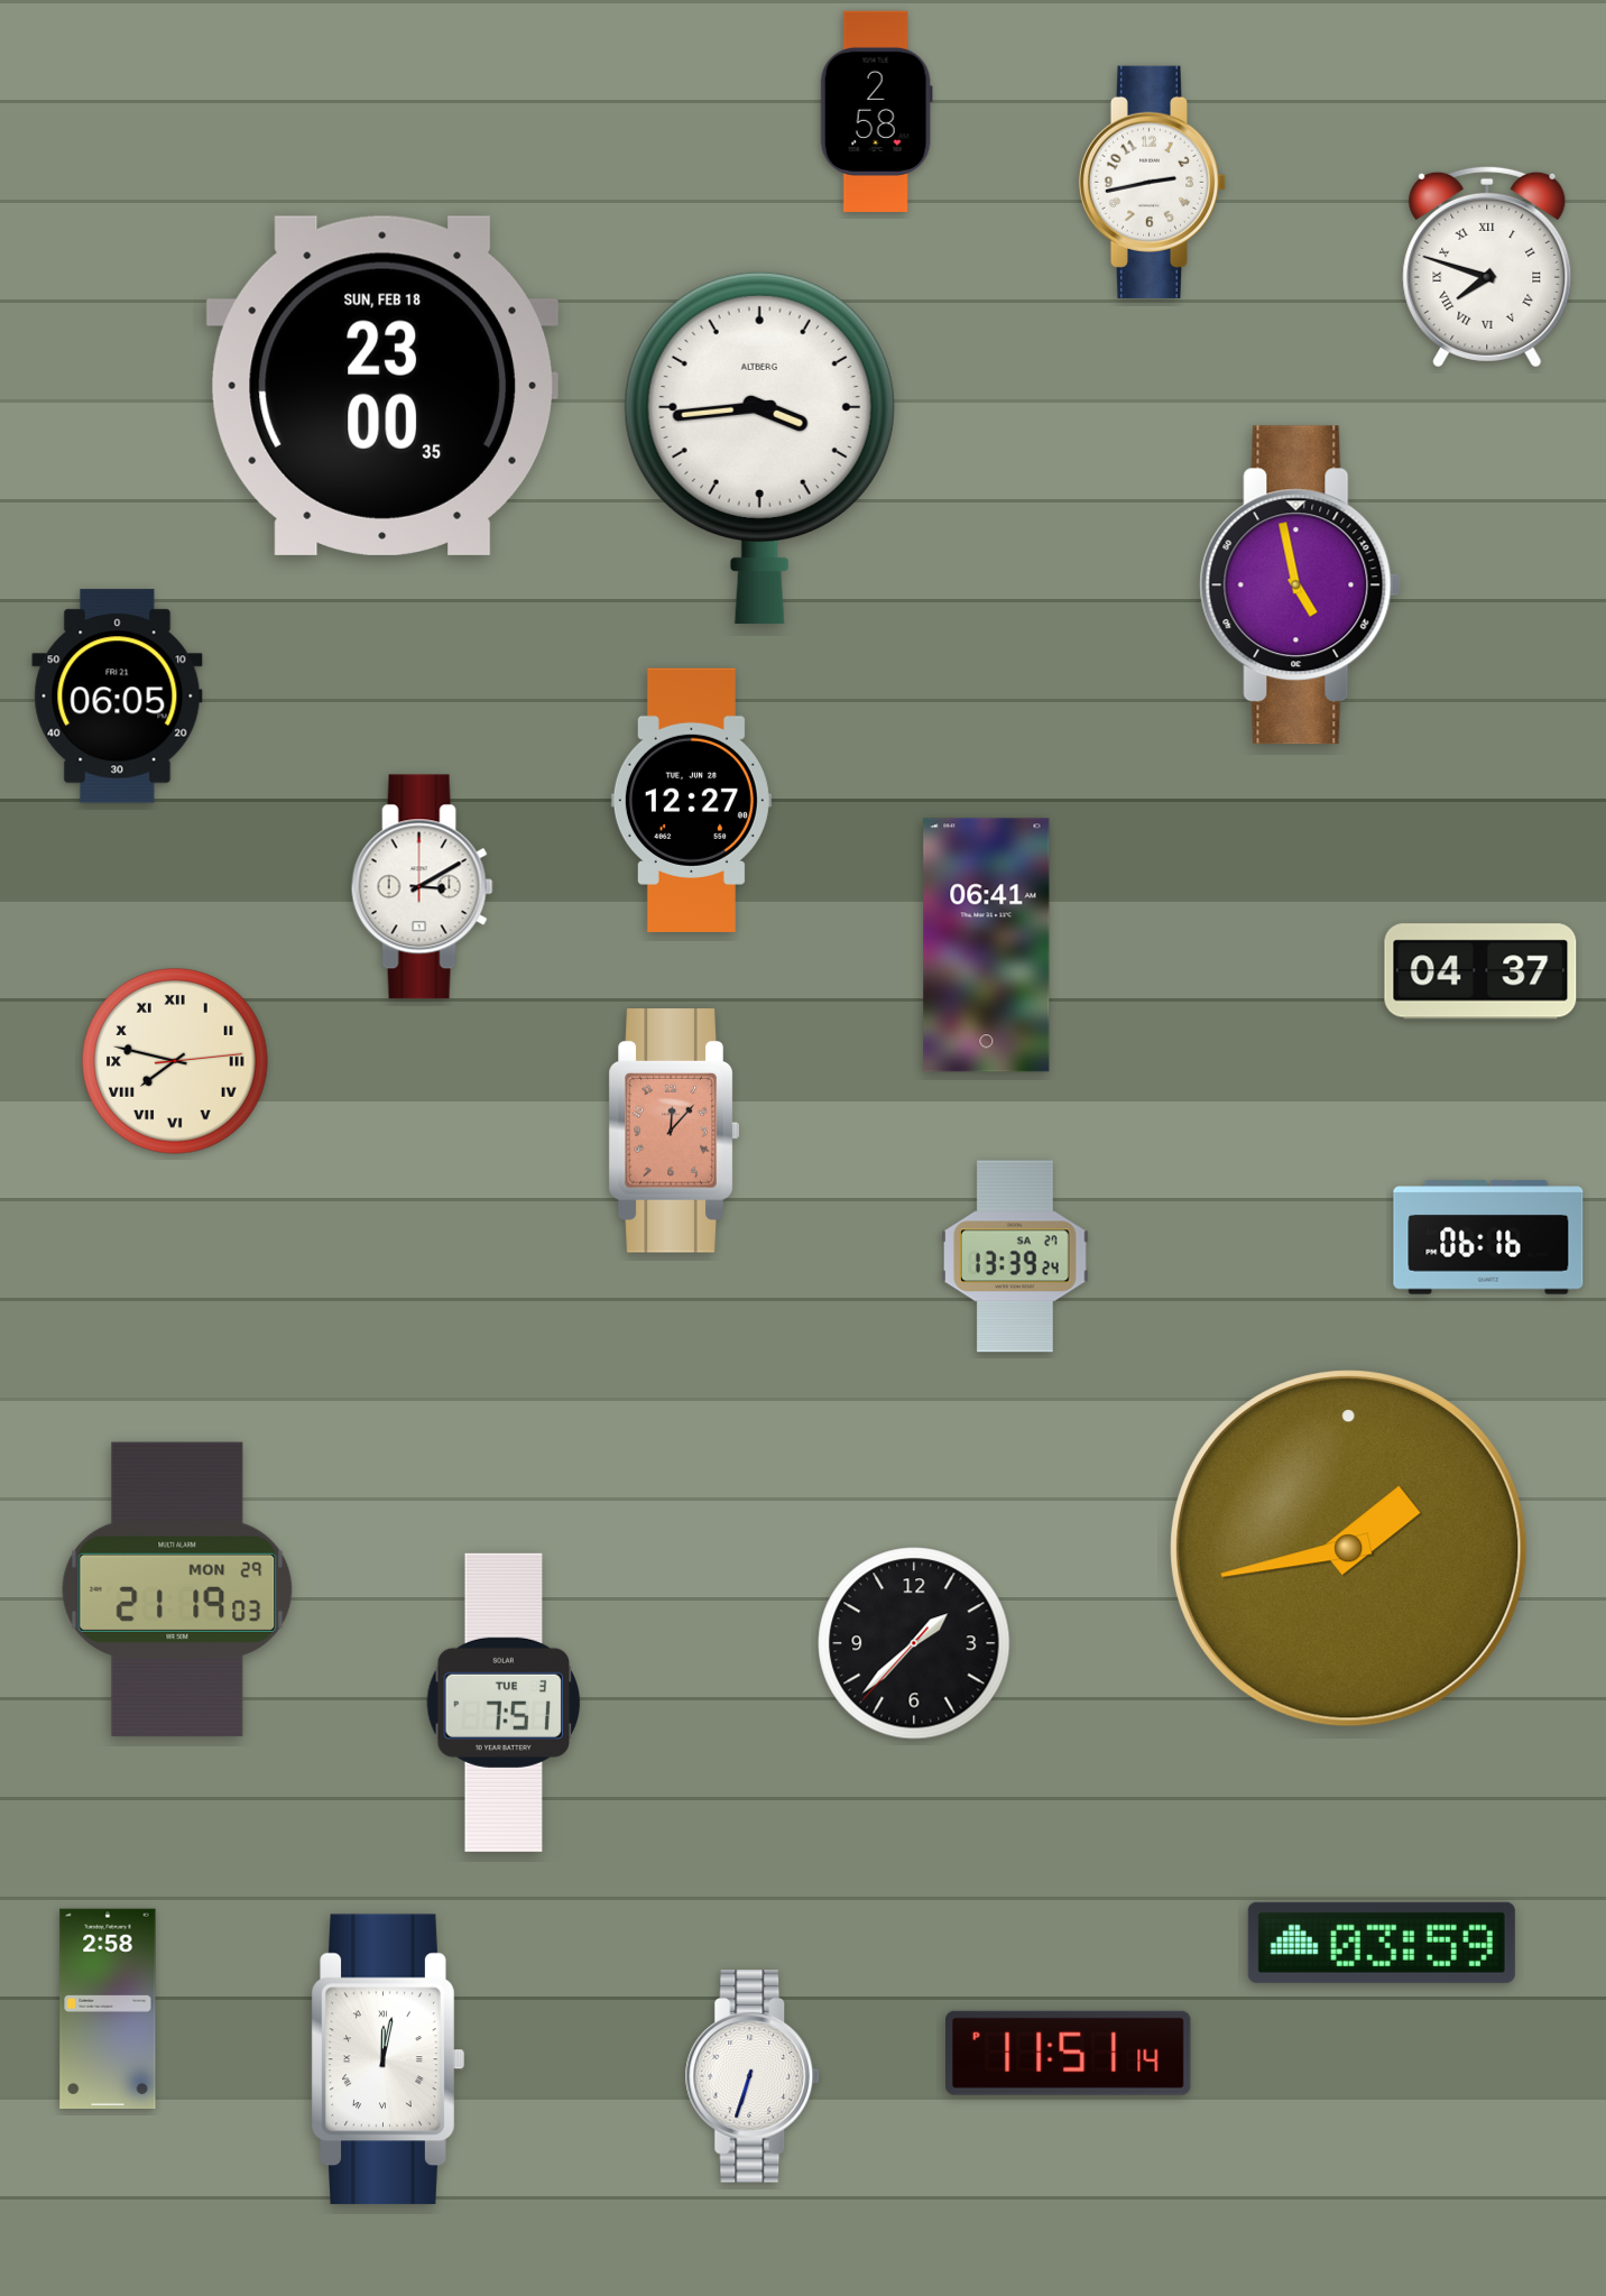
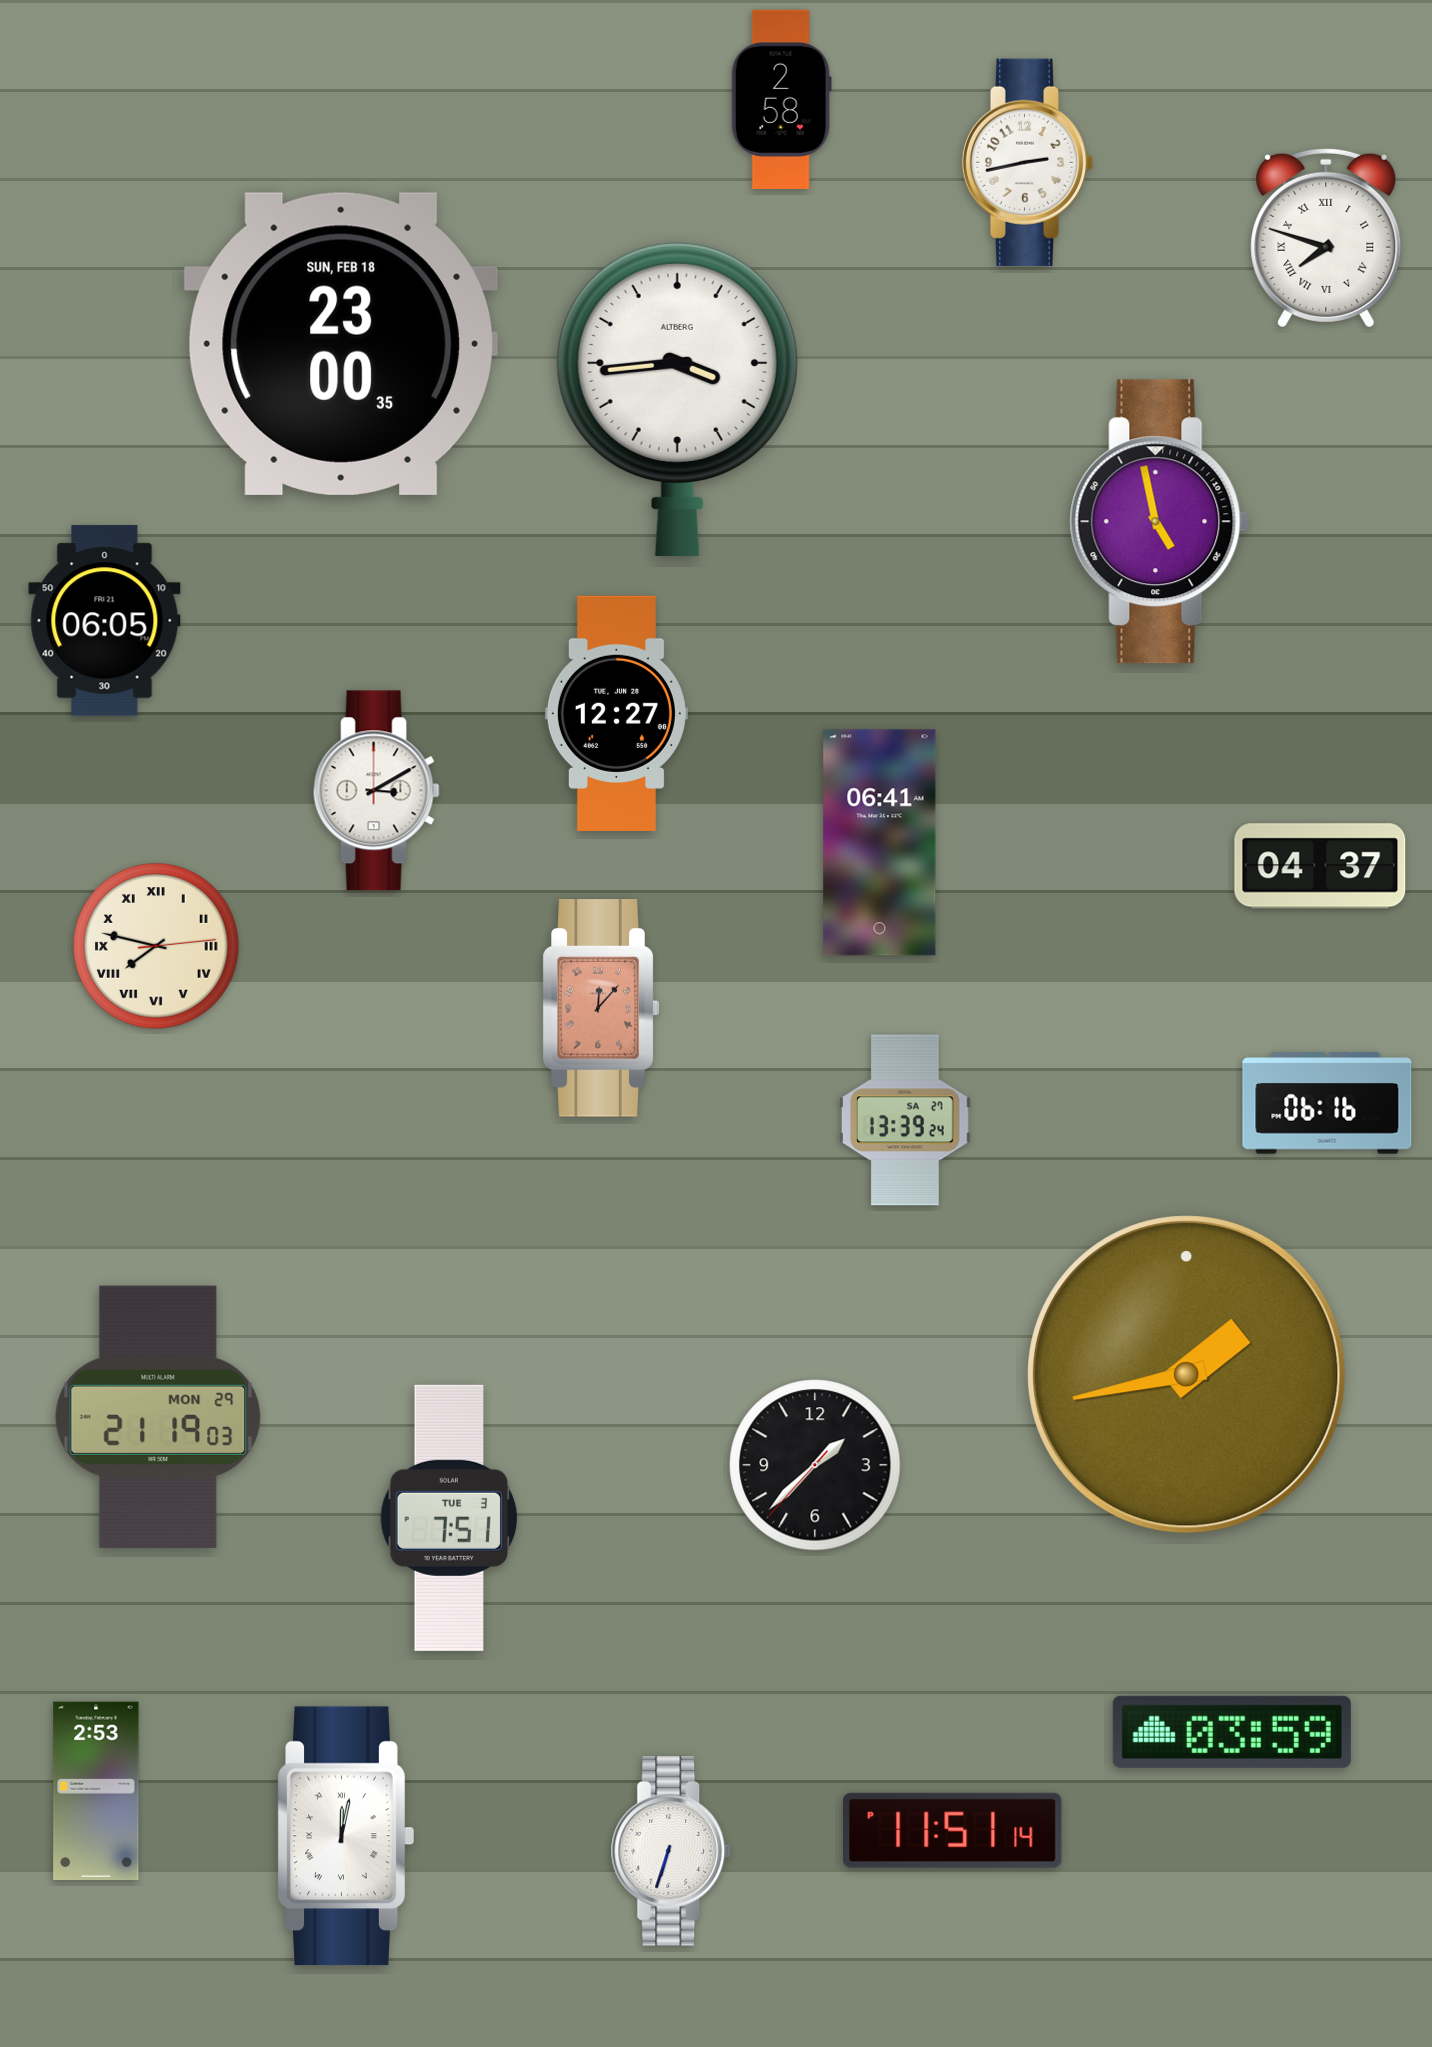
clock at (1349, 1549) position: (1349, 1549) -> (1187, 1375)
clock at (108, 2009): 2:58 -> 2:53
